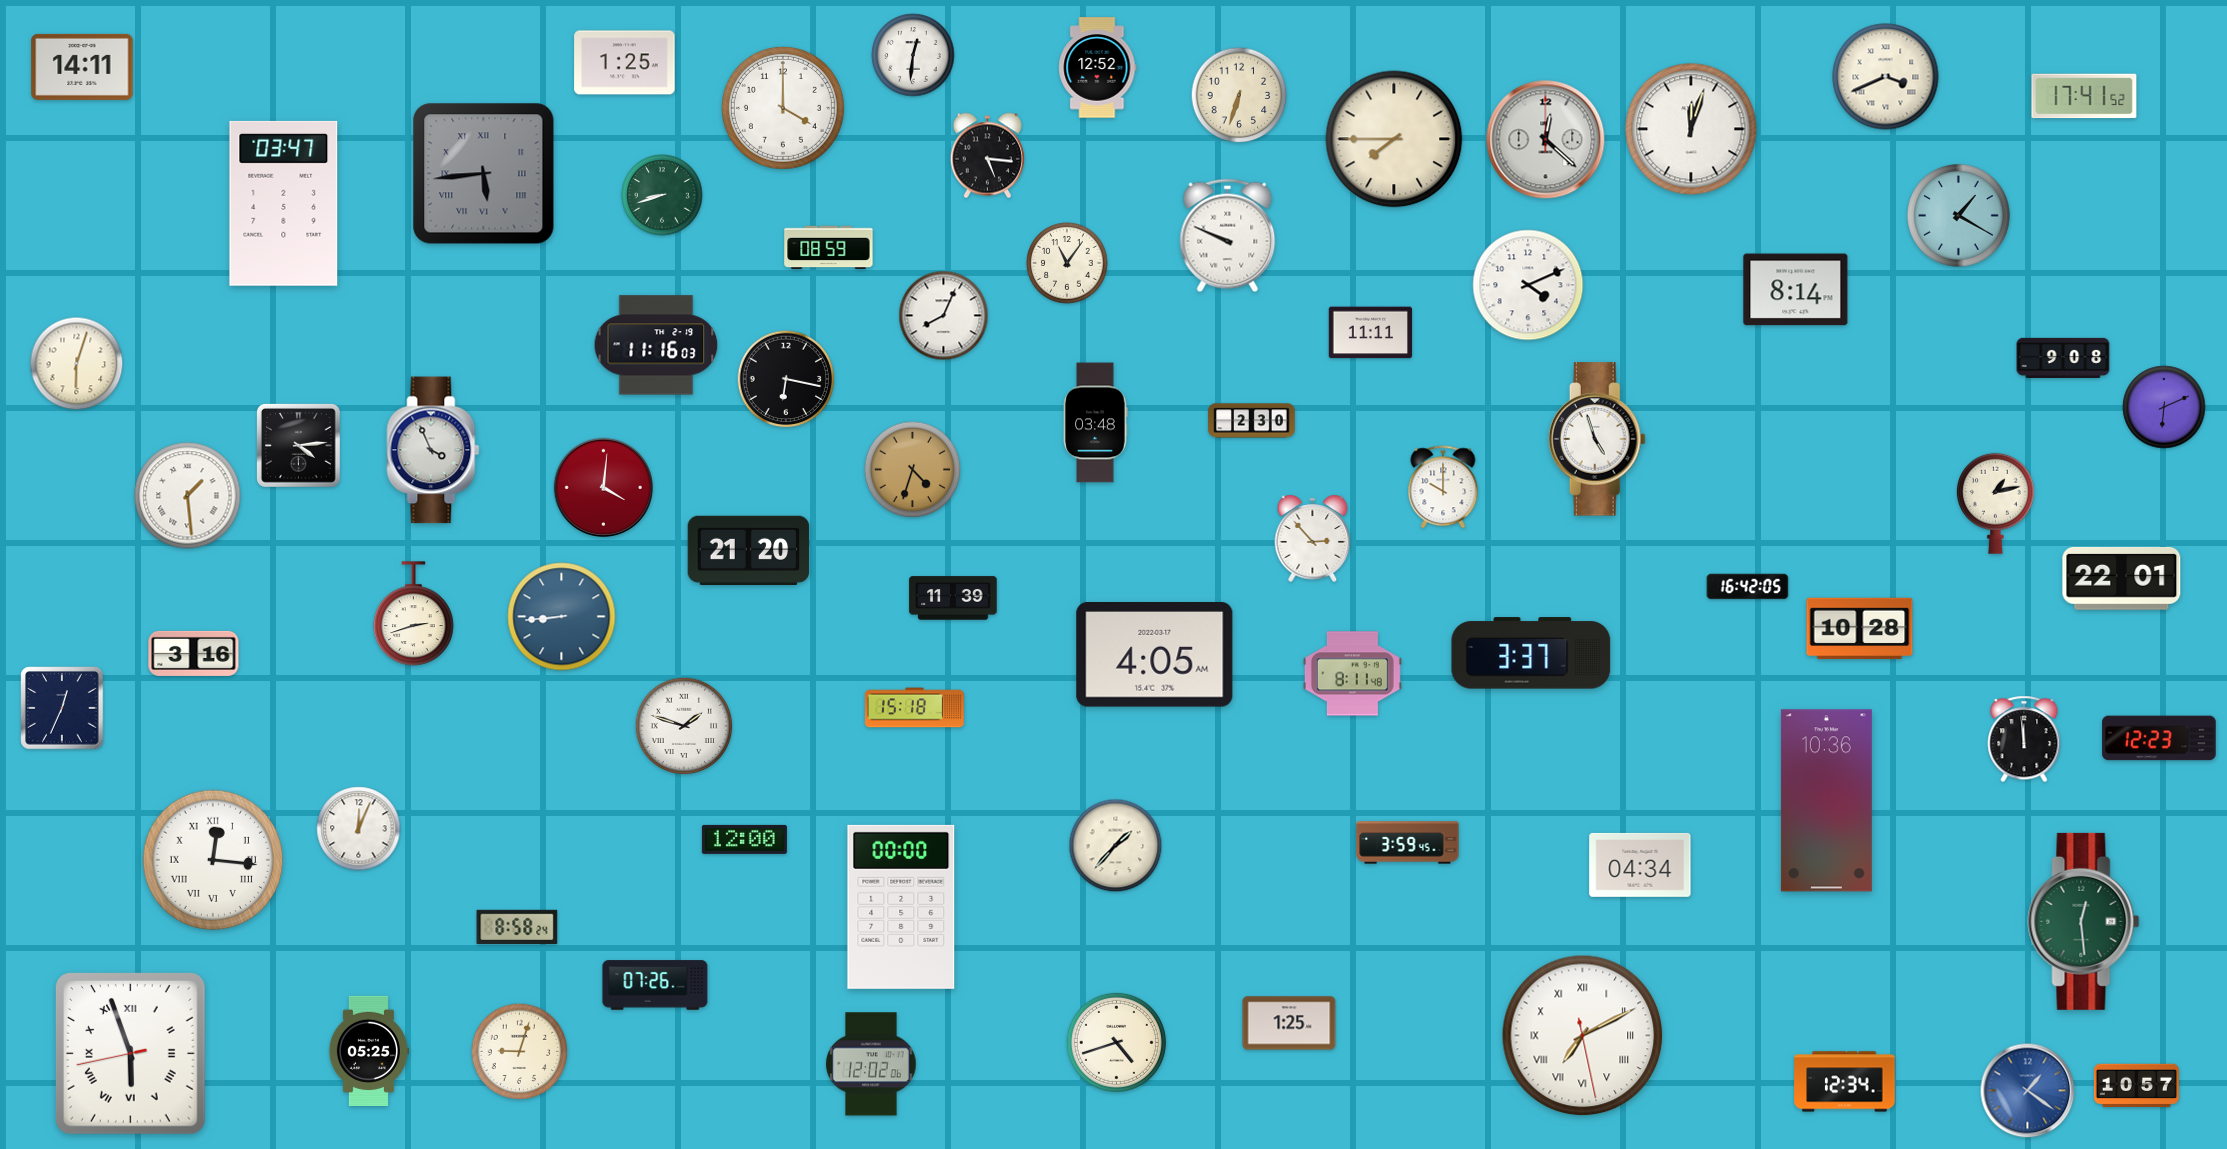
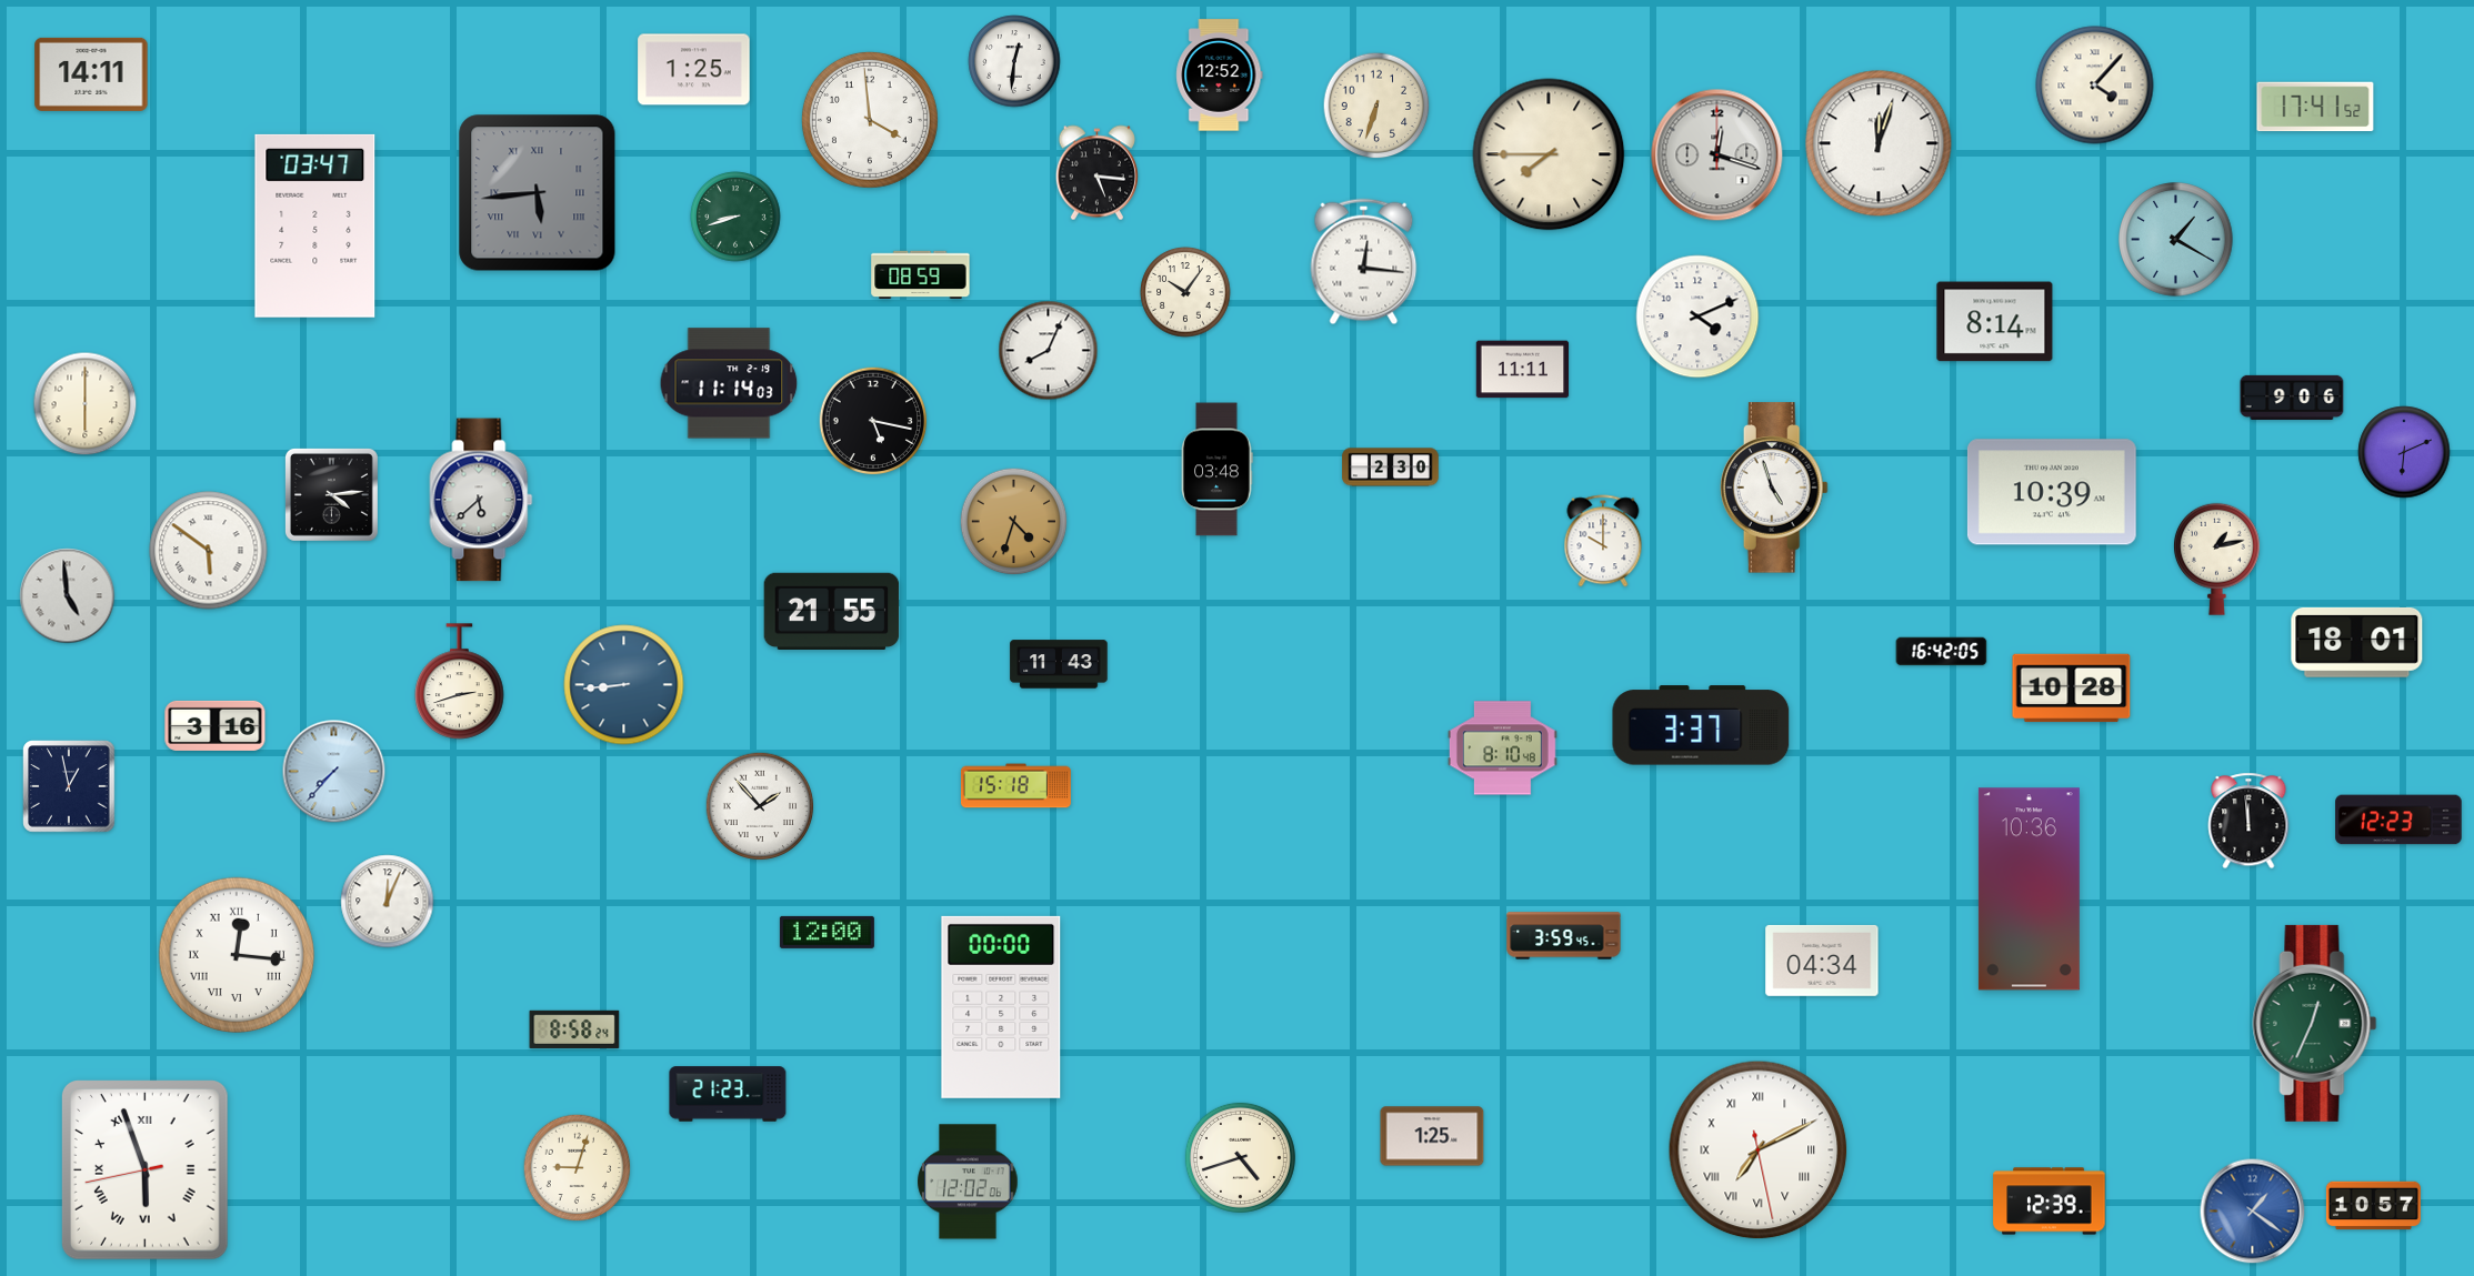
clock at (1886, 77): 3:41 -> 4:07
clock at (783, 108): 4:00 -> 3:59
clock at (1546, 140): 12:22 -> 12:18
clock at (1228, 236): 9:49 -> 12:16
clock at (1067, 263): 11:06 -> 10:06
clock at (656, 345): 11:16 -> 11:14
clock at (2063, 358): 9:08 -> 9:06
clock at (77, 364): 6:03 -> 6:00
clock at (786, 379): 6:17 -> 5:17
clock at (2052, 492): none -> 10:39
clock at (433, 450): 3:56 -> 5:38
clock at (603, 487): 4:01 -> none
clock at (188, 496): 1:29 -> 5:51
clock at (68, 596): none -> 4:59
clock at (1313, 538): 2:53 -> none
clock at (749, 550): 21:20 -> 21:55
clock at (2122, 578): 22:01 -> 18:01
clock at (953, 598): 11:39 -> 11:43
clock at (1860, 629) position: (1860, 629) -> (2072, 689)
clock at (1155, 655): 4:05 -> none
clock at (1352, 674): 8:11 -> 8:10
clock at (334, 772): none -> 7:37
clock at (62, 708): 12:34 -> 12:58
clock at (684, 726): 1:48 -> 1:53
clock at (359, 829) position: (359, 829) -> (388, 902)
clock at (1116, 846): 1:37 -> none
clock at (2084, 921): 12:29 -> 12:34
clock at (655, 985): 07:26 -> 21:23
clock at (368, 1051): 05:25 -> none
clock at (1845, 1082): 12:34 -> 12:39
